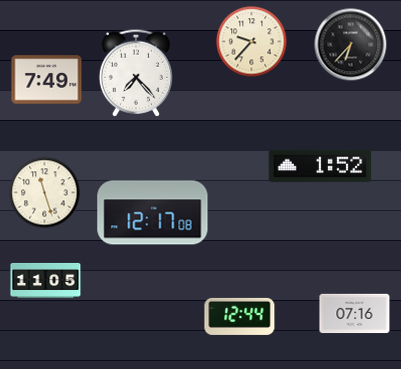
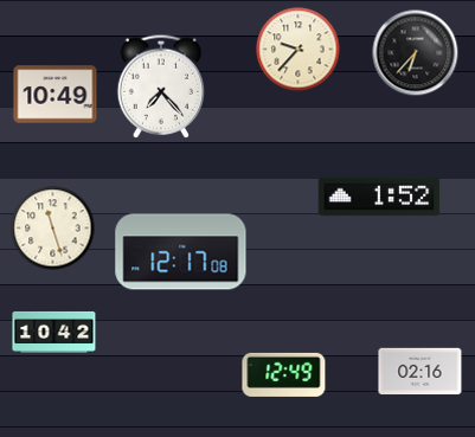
clock at (47, 80): 7:49 -> 10:49
clock at (46, 280): 11:05 -> 10:42
clock at (355, 314): 07:16 -> 02:16
clock at (240, 316): 12:44 -> 12:49
